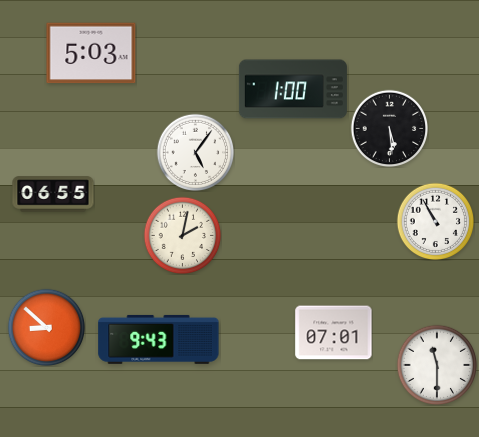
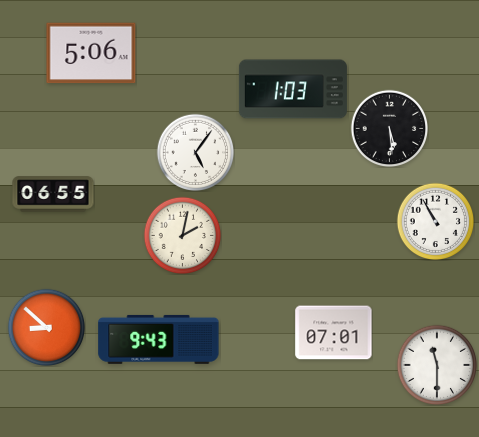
clock at (91, 53): 5:03 -> 5:06
clock at (293, 89): 1:00 -> 1:03
